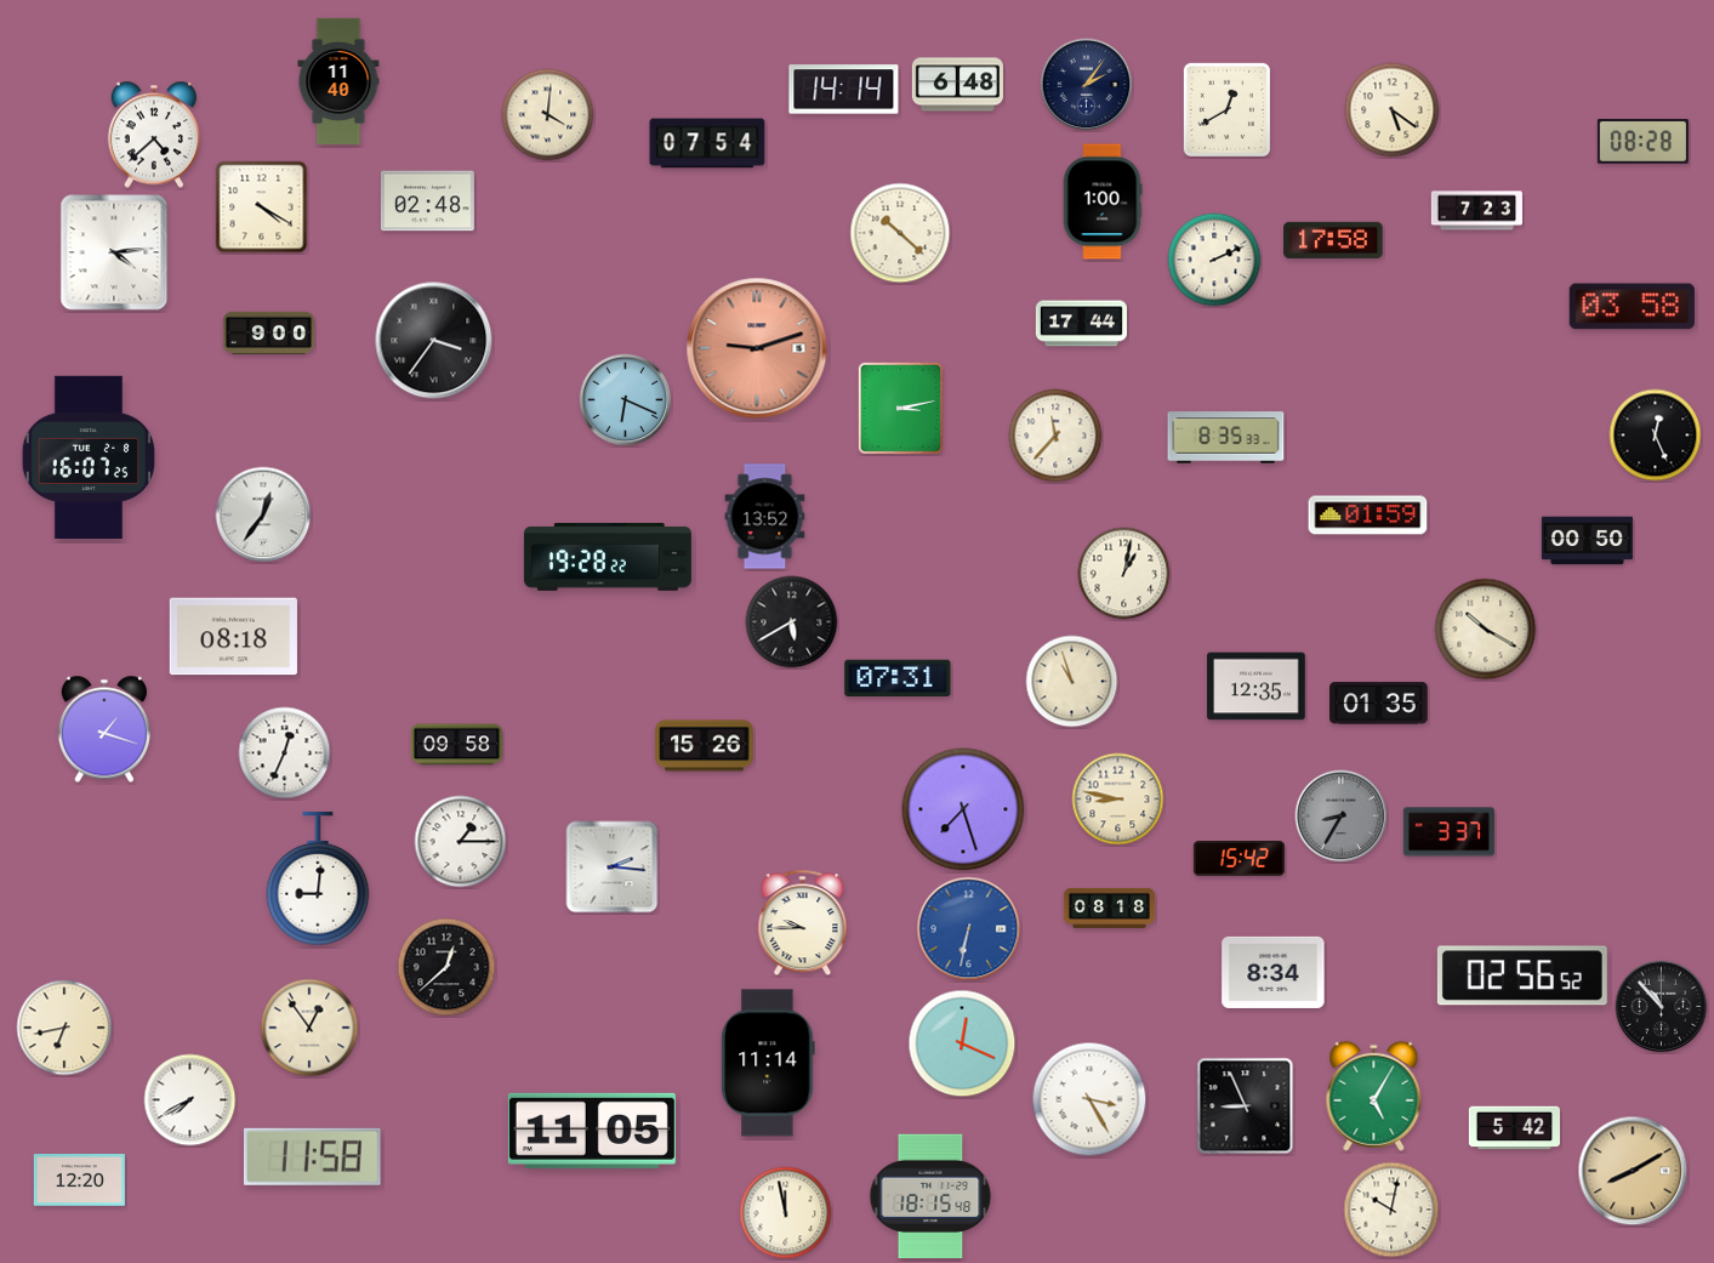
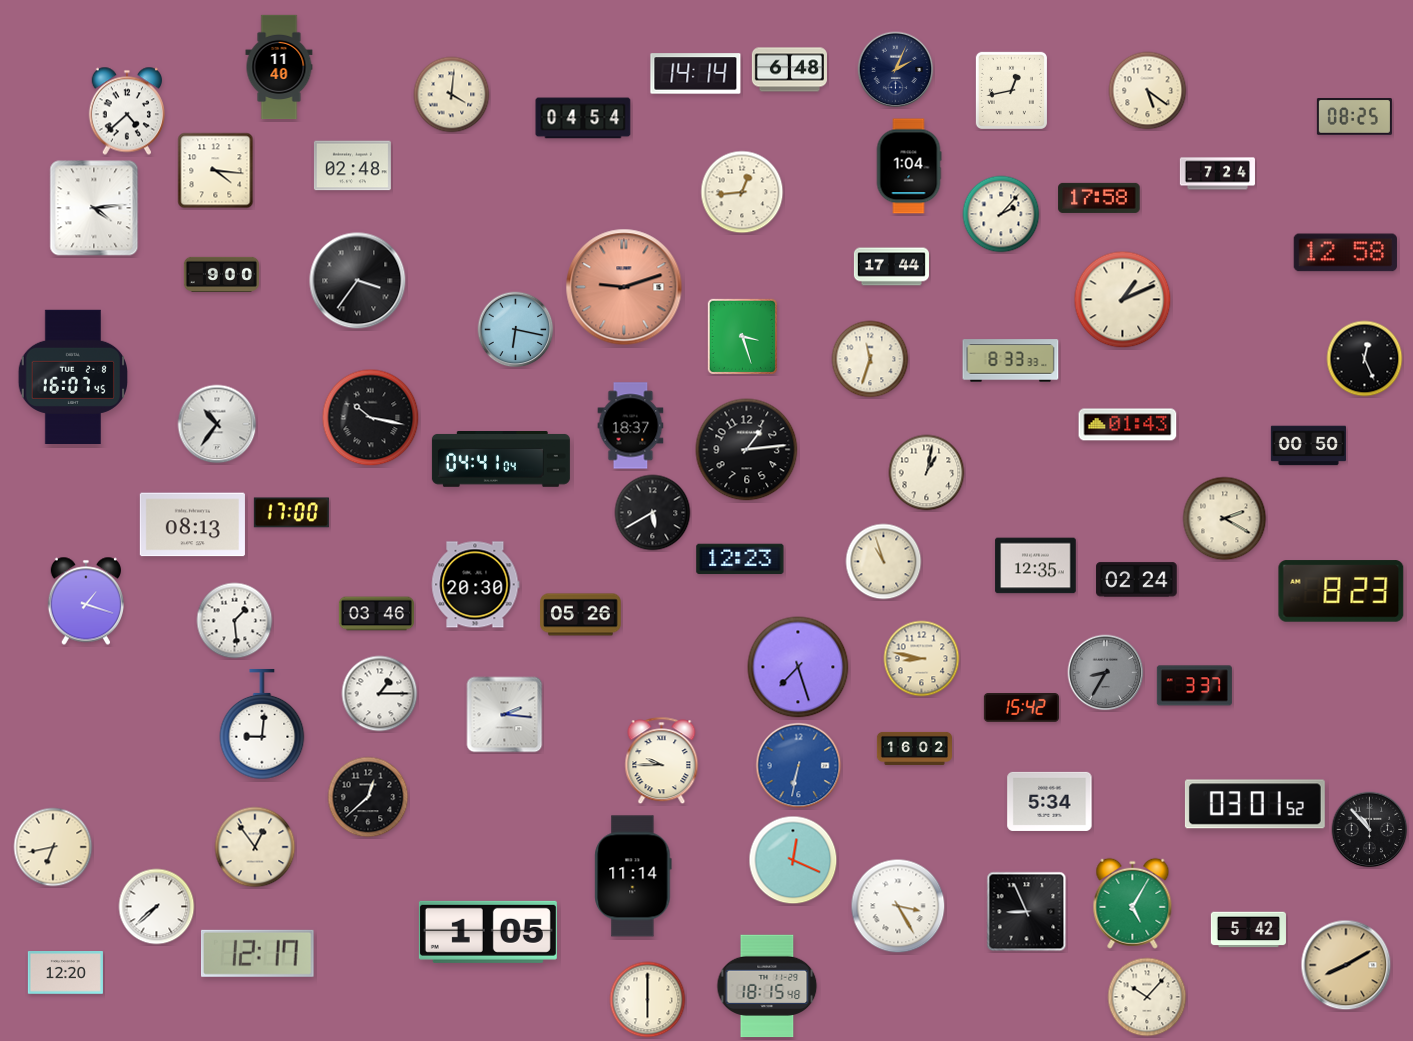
clock at (1087, 85): 2:06 -> 2:04
clock at (1226, 109): 12:40 -> 12:43
clock at (1642, 142): 08:28 -> 08:25
clock at (707, 143): 07:54 -> 04:54
clock at (1103, 201): 1:00 -> 1:04
clock at (262, 207): 4:20 -> 4:16
clock at (1476, 211): 7:23 -> 7:24
clock at (900, 233): 10:22 -> 12:44
clock at (1214, 260): 2:11 -> 2:07
clock at (1632, 307): 03:58 -> 12:58
clock at (1123, 300): none -> 1:11
clock at (626, 400): 6:19 -> 6:17
clock at (900, 408): 3:13 -> 3:27
clock at (1055, 436): 11:37 -> 11:33
clock at (1226, 438): 8:35 -> 8:33
clock at (89, 456): 16:07:25 -> 16:07:45
clock at (371, 418): none -> 10:17
clock at (263, 514): 12:36 -> 10:36
clock at (1368, 516): 01:59 -> 01:43
clock at (765, 517): 13:52 -> 18:37
clock at (747, 450): none -> 1:14
clock at (608, 558): 19:28 -> 04:41
clock at (291, 513): none -> 17:00
clock at (1486, 630): 10:20 -> 2:20
clock at (233, 637): 08:18 -> 08:13
clock at (898, 678): 07:31 -> 12:23
clock at (1379, 704): 01:35 -> 02:24
clock at (476, 585): none -> 20:30
clock at (1341, 591): none -> 8:23
clock at (456, 745): 09:58 -> 03:46
clock at (705, 746): 15:26 -> 05:26
clock at (285, 753): 12:34 -> 1:29
clock at (963, 809) position: (963, 809) -> (798, 667)
clock at (1109, 908): 08:18 -> 16:02
clock at (1274, 972): 8:34 -> 5:34
clock at (1522, 975): 02:56 -> 03:01
clock at (190, 1100): 7:40 -> 7:38
clock at (592, 1131): 11:05 -> 1:05
clock at (313, 1156): 11:58 -> 12:17
clock at (1391, 1210): 10:02 -> 10:07
clock at (786, 1213): 11:58 -> 6:00
